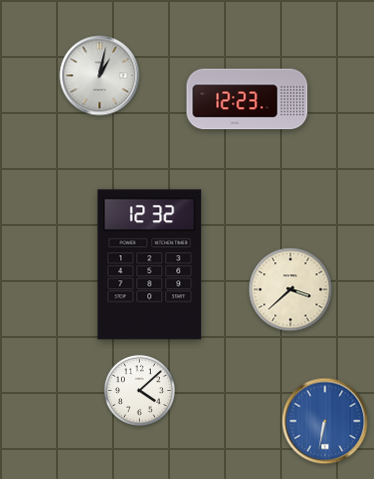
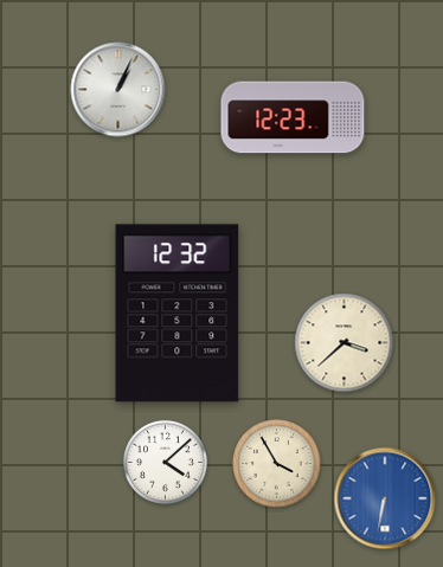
clock at (100, 76): 1:02 -> 1:04
clock at (277, 464): none -> 3:55
